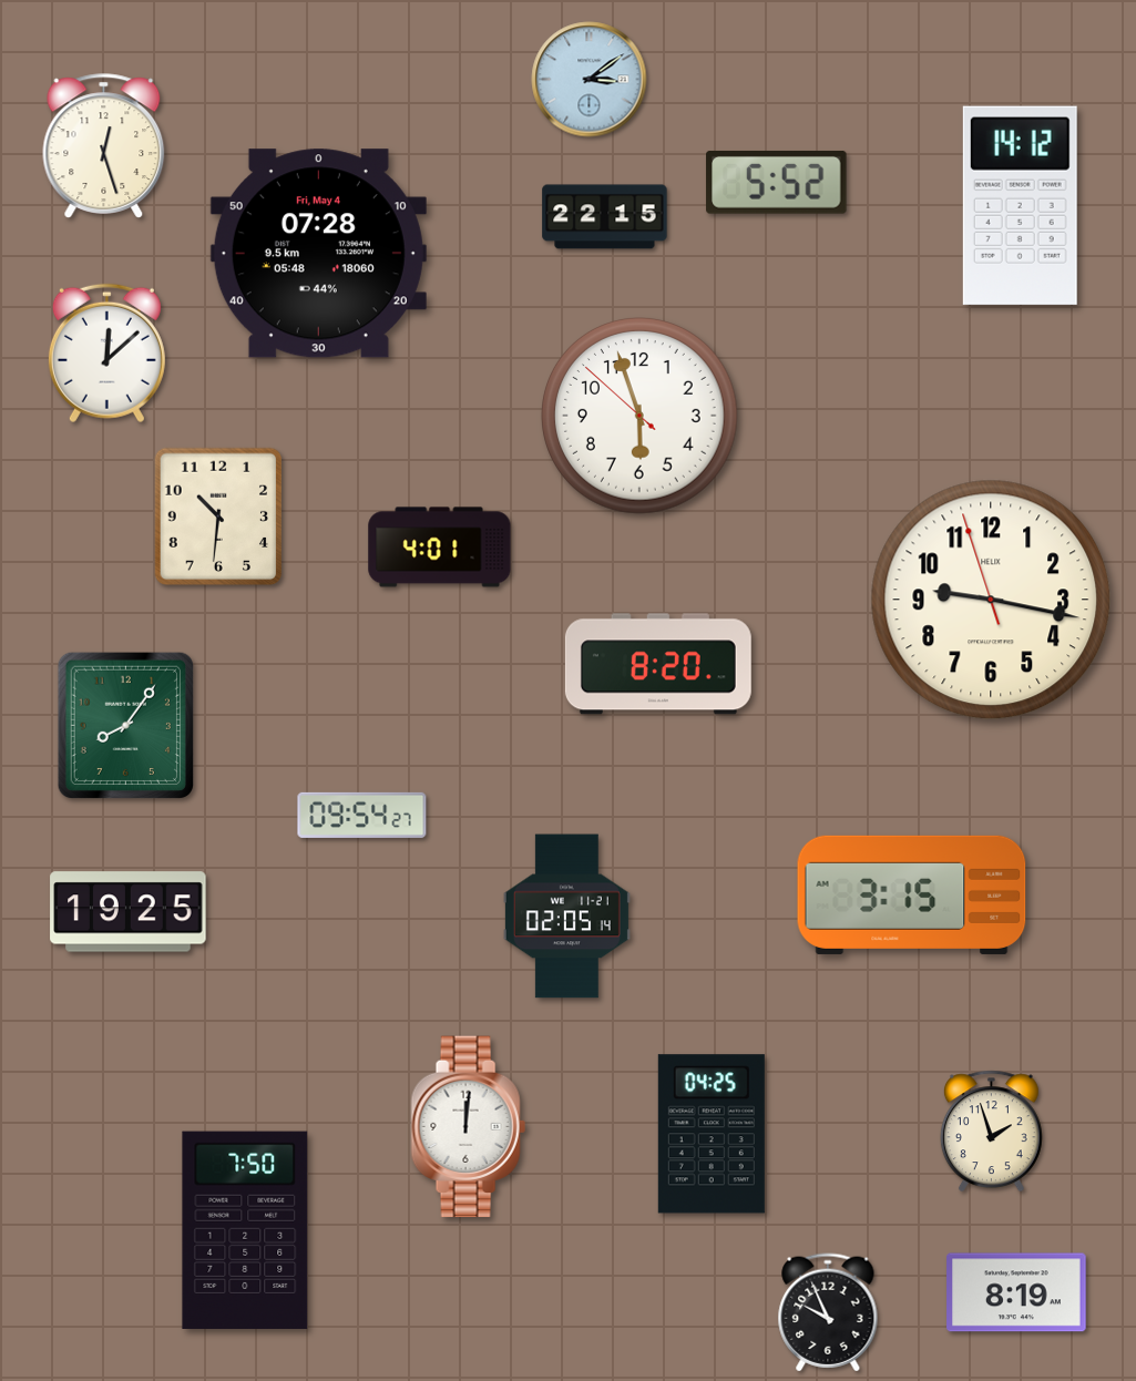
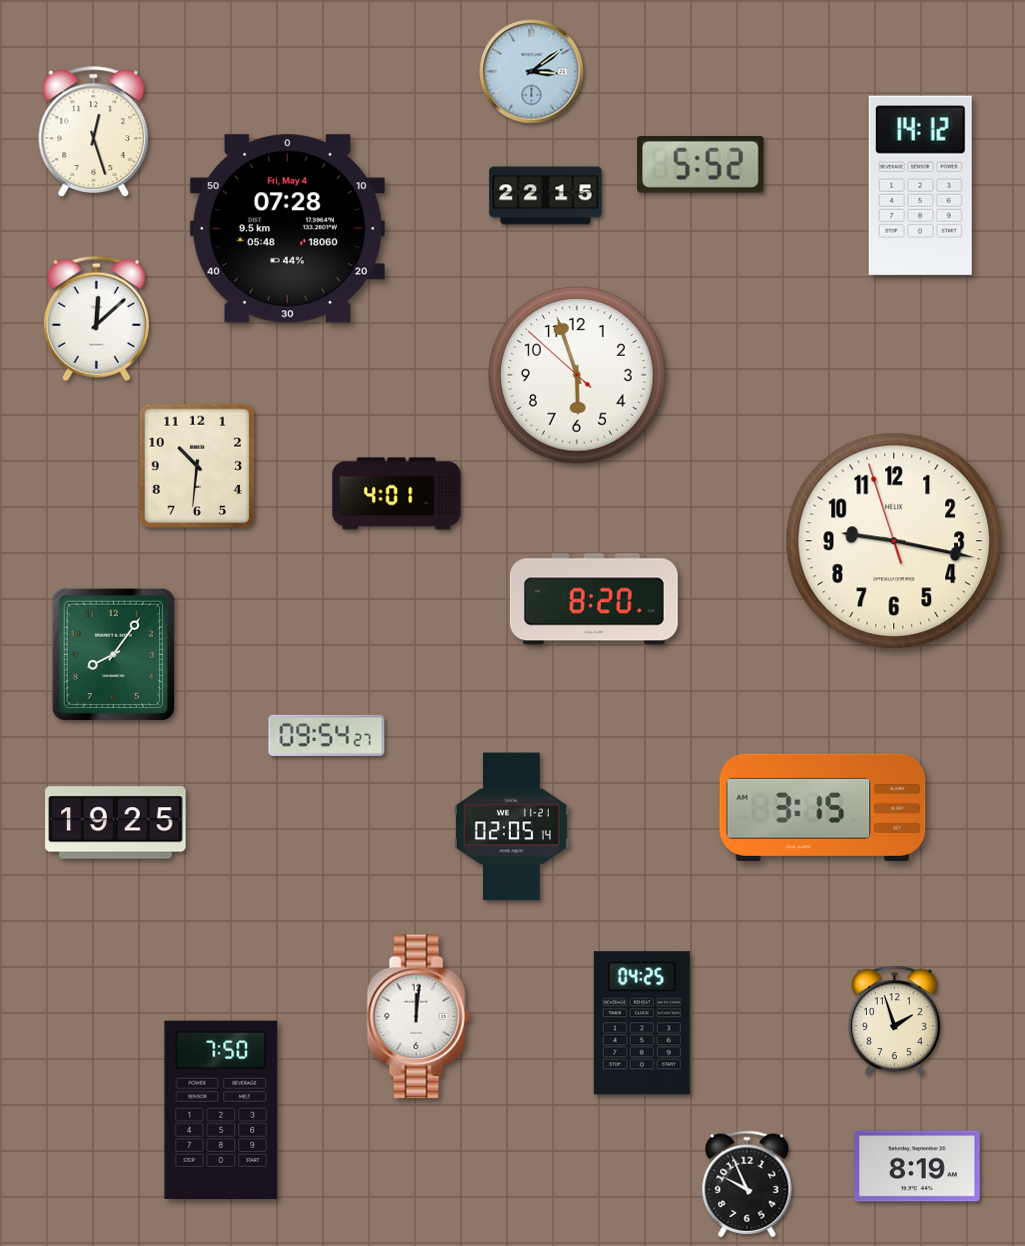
clock at (468, 1127) position: (468, 1127) -> (418, 1017)
